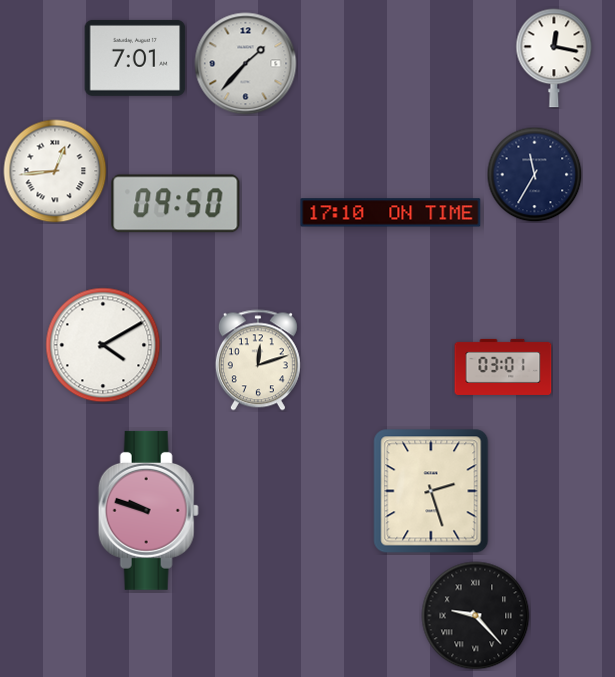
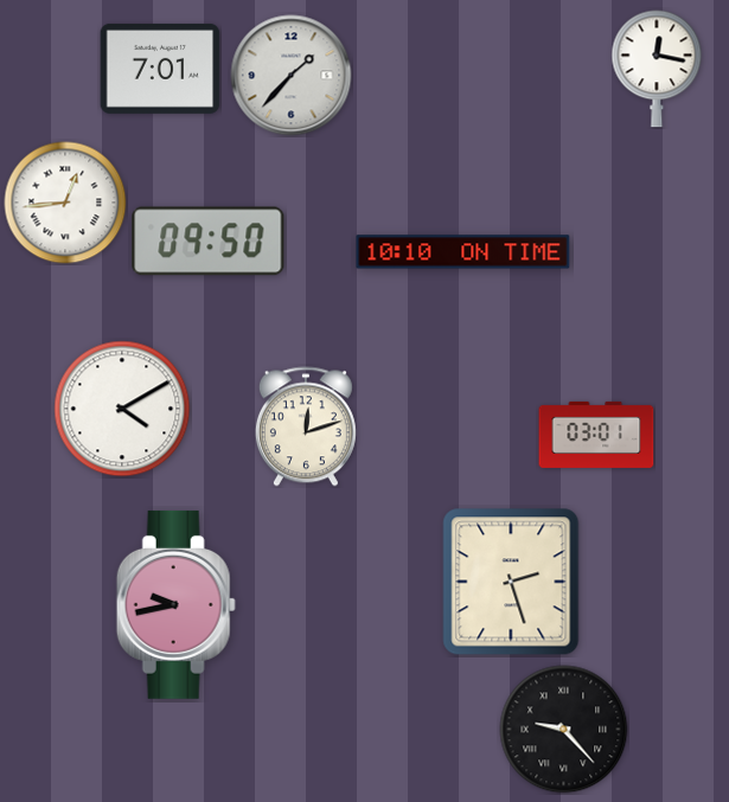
clock at (534, 174): 11:35 -> none
clock at (391, 213): 17:10 -> 10:10
clock at (148, 510): 9:48 -> 9:43
